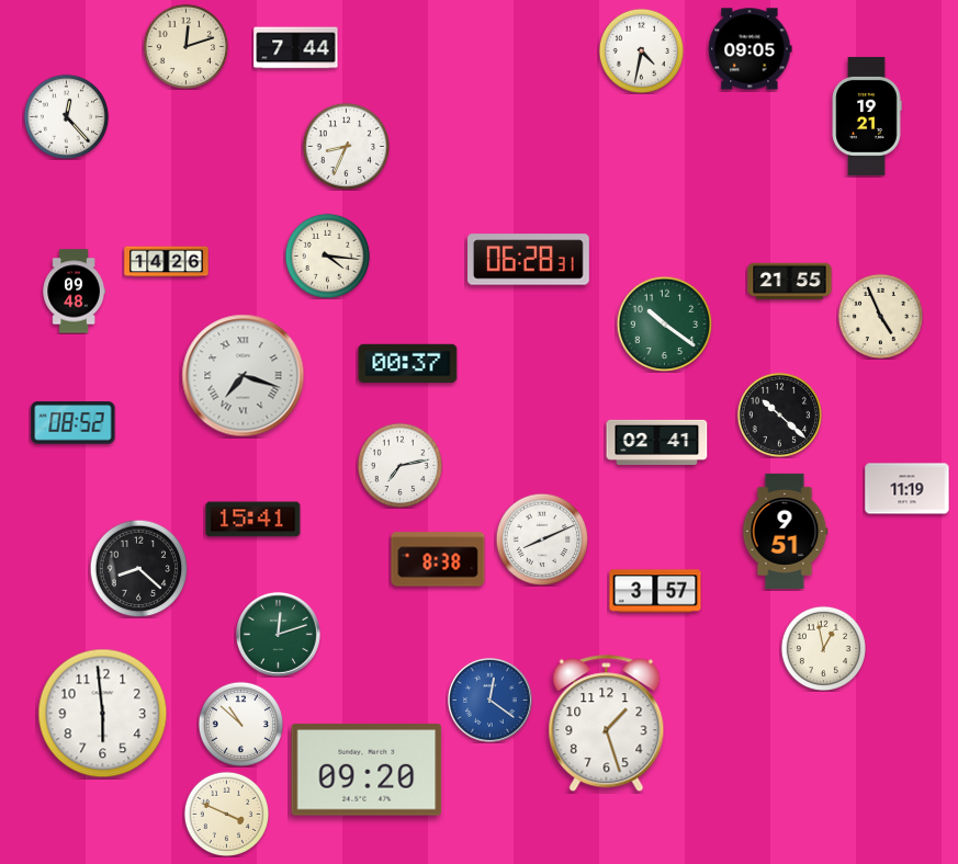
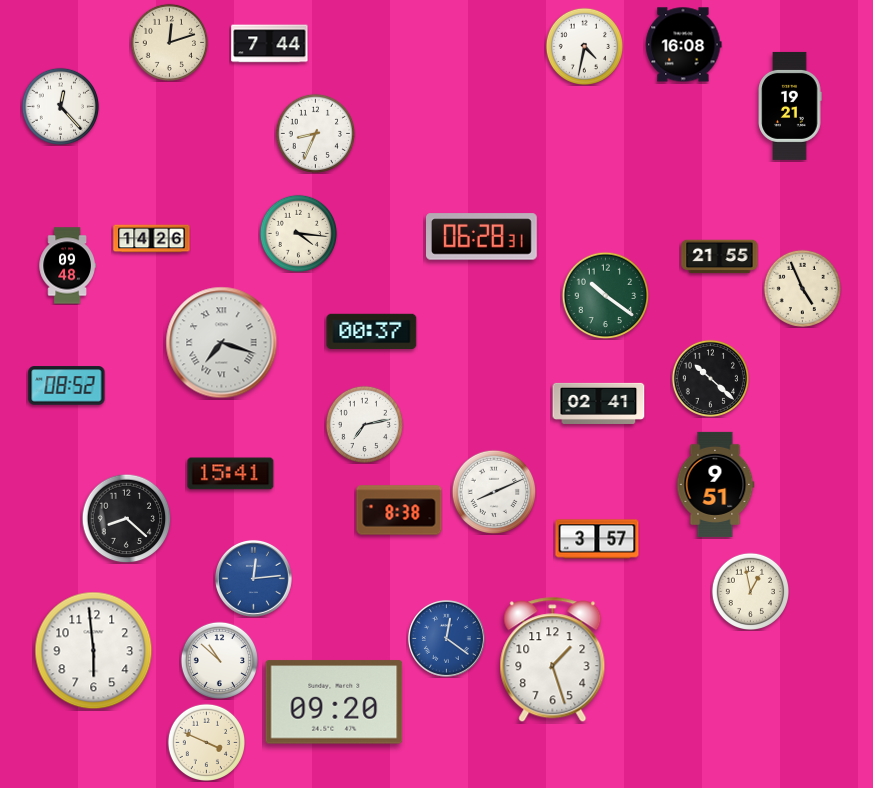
clock at (751, 49): 09:05 -> 16:08
clock at (908, 489): 11:19 -> none
clock at (278, 634): 12:12 -> 12:14
clock at (278, 634) dial: green -> blue
